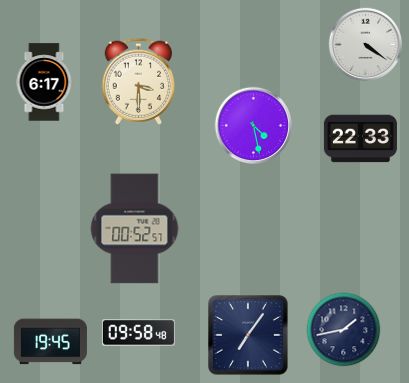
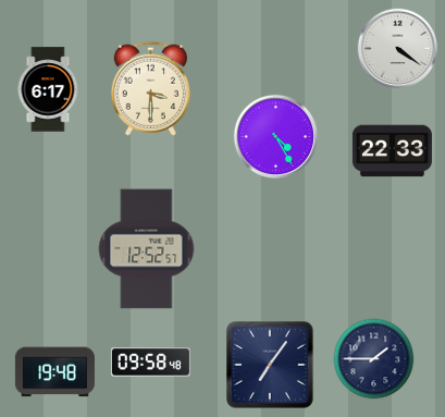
clock at (253, 125): 4:28 -> 4:25
clock at (135, 229): 00:52 -> 12:52
clock at (344, 330): 1:43 -> 1:45
clock at (50, 342): 19:45 -> 19:48
